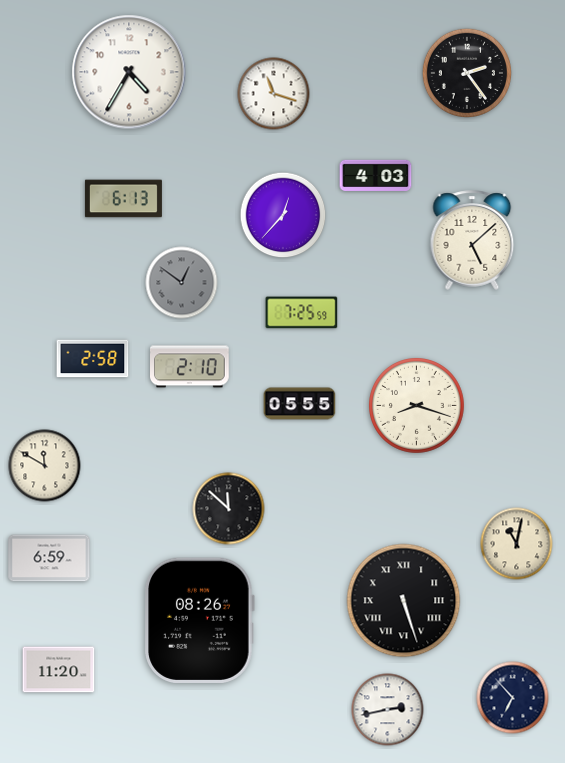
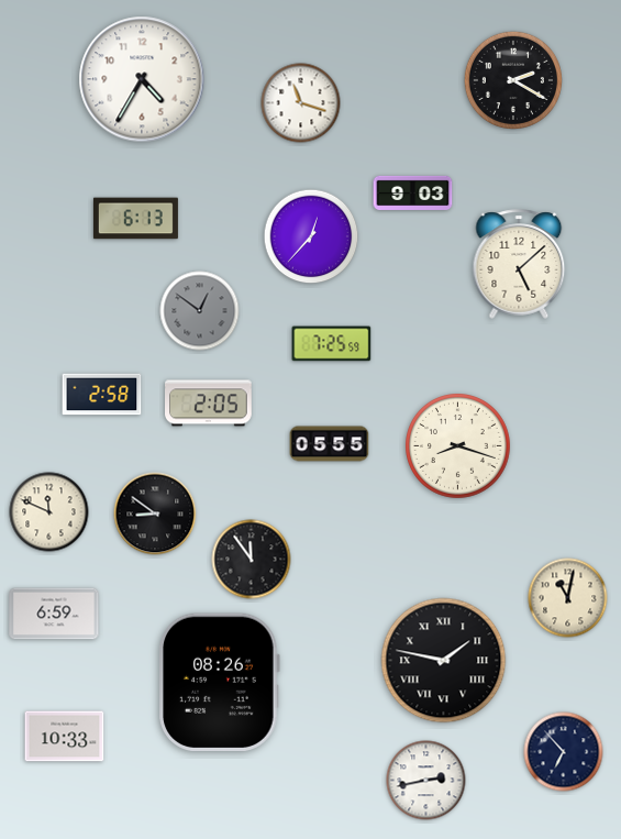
clock at (467, 73): 2:24 -> 2:20
clock at (376, 176): 4:03 -> 9:03
clock at (190, 367): 2:10 -> 2:05
clock at (45, 466): 11:50 -> 11:49
clock at (155, 514): none -> 8:51
clock at (229, 509): 11:52 -> 11:54
clock at (404, 601): 5:27 -> 1:47
clock at (59, 670): 11:20 -> 10:33
clock at (513, 698) position: (513, 698) -> (564, 752)
